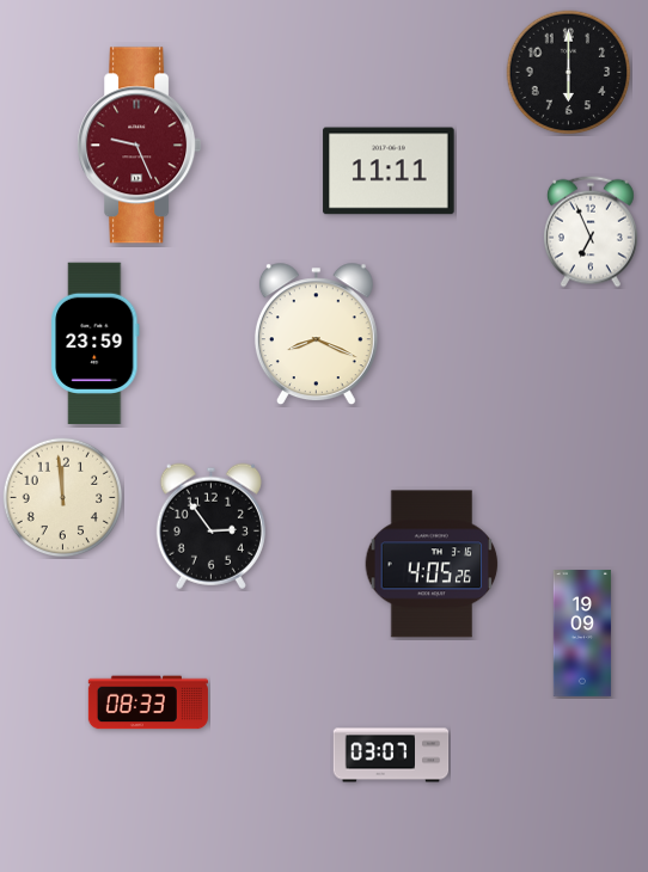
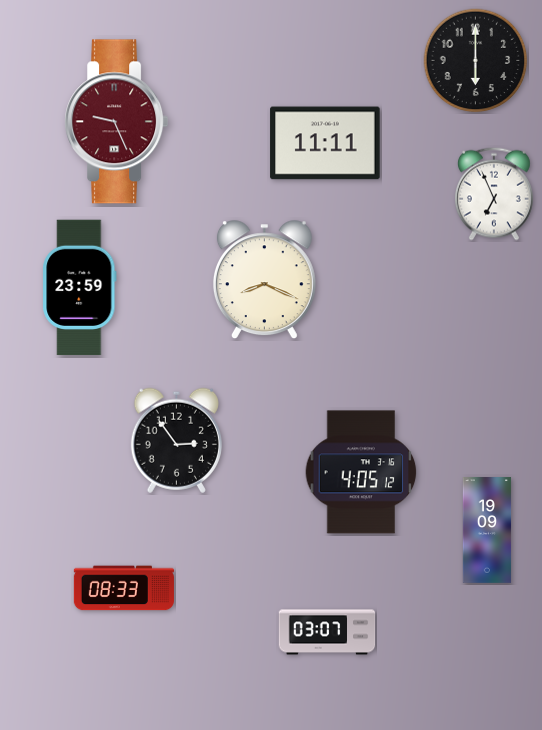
clock at (63, 498): 11:59 -> none
clock at (432, 564): 4:05:26 -> 4:05:12
